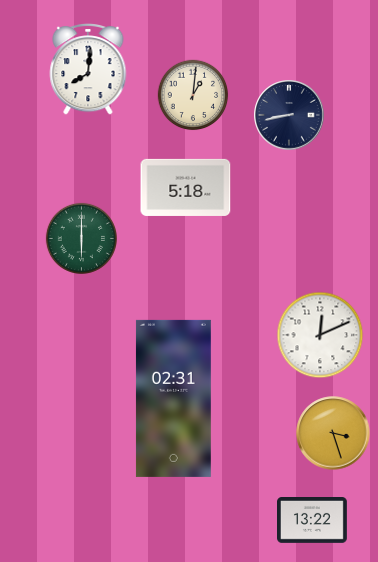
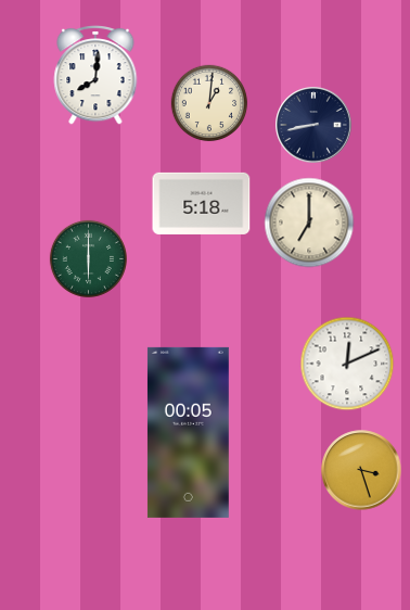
clock at (309, 223): none -> 7:00
clock at (173, 398): 02:31 -> 00:05
clock at (313, 521): 13:22 -> none
